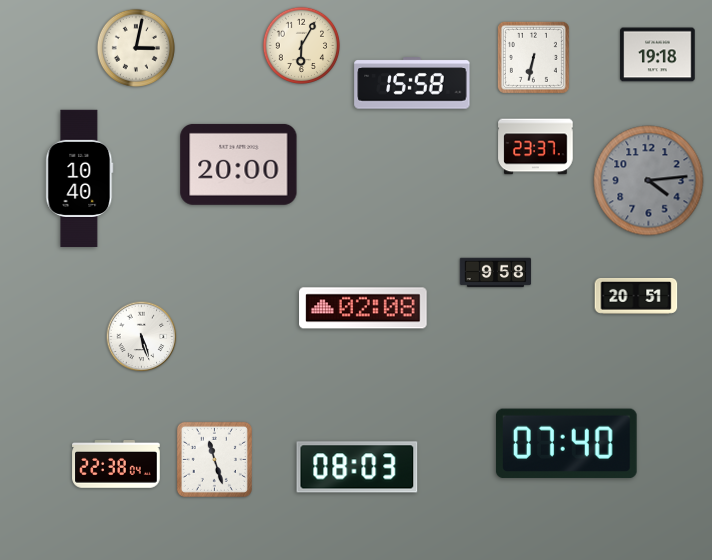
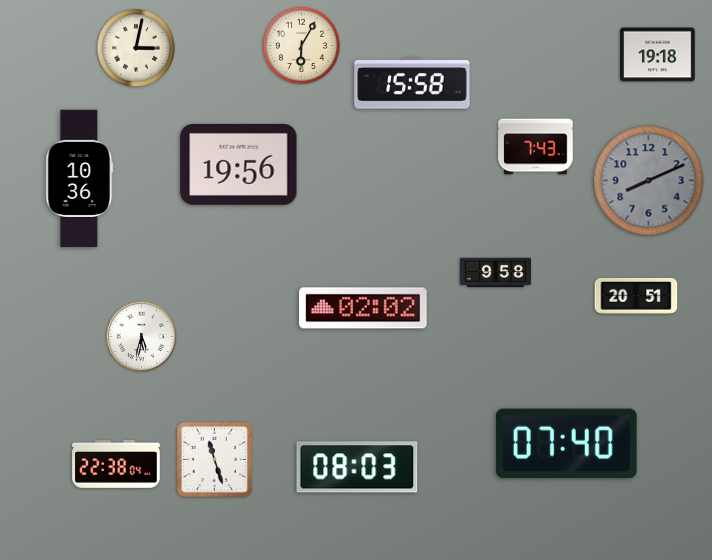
clock at (533, 57): 6:32 -> none
clock at (536, 147): 23:37 -> 7:43
clock at (239, 164): 20:00 -> 19:56
clock at (80, 178): 10:40 -> 10:36
clock at (649, 181): 4:14 -> 8:11
clock at (363, 308): 02:08 -> 02:02
clock at (142, 337): 5:27 -> 5:32
